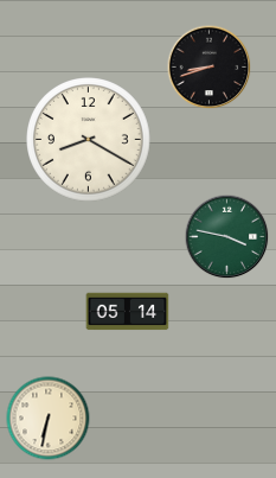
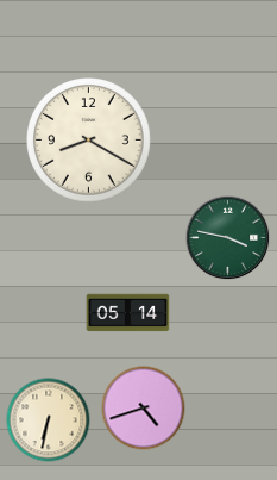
clock at (210, 68): 8:42 -> none
clock at (144, 409): none -> 4:42
